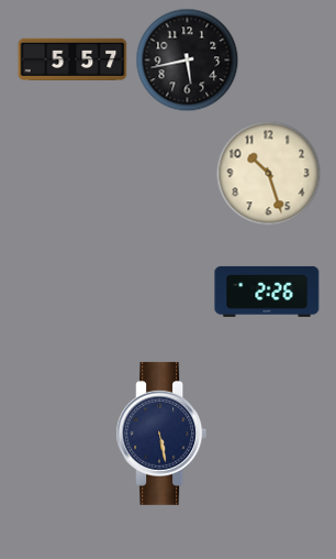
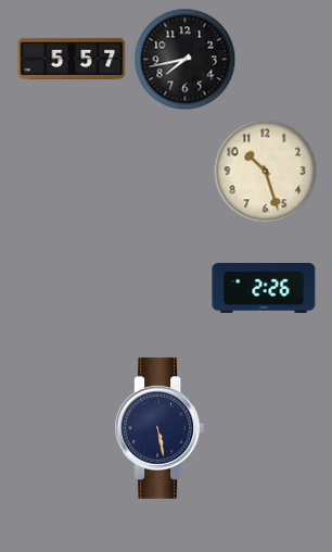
clock at (188, 61): 5:43 -> 7:43
